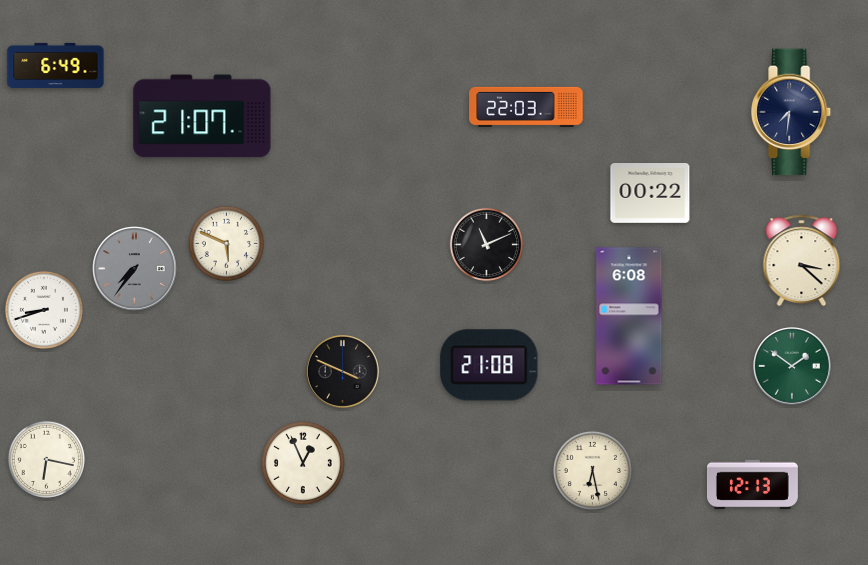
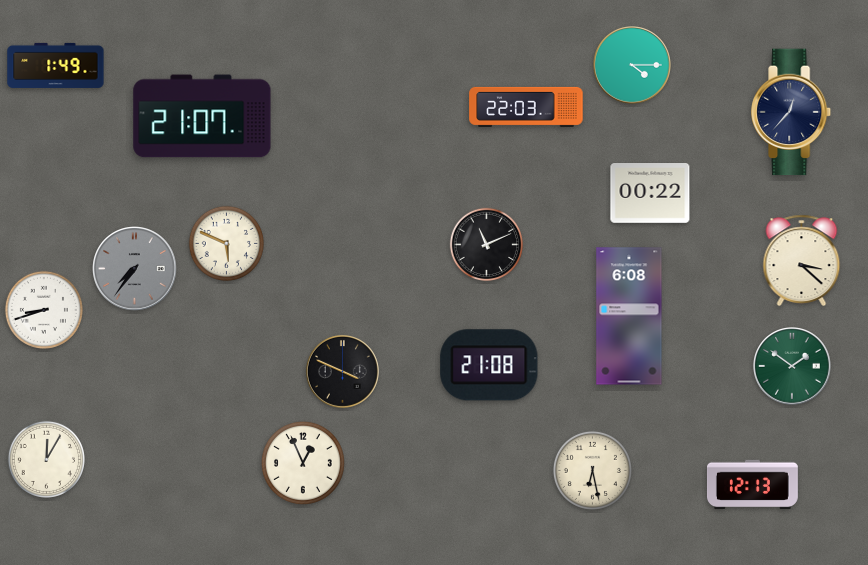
clock at (56, 65): 6:49 -> 1:49
clock at (633, 66): none -> 4:15
clock at (792, 112): 7:31 -> 12:37
clock at (46, 459): 6:17 -> 12:05
